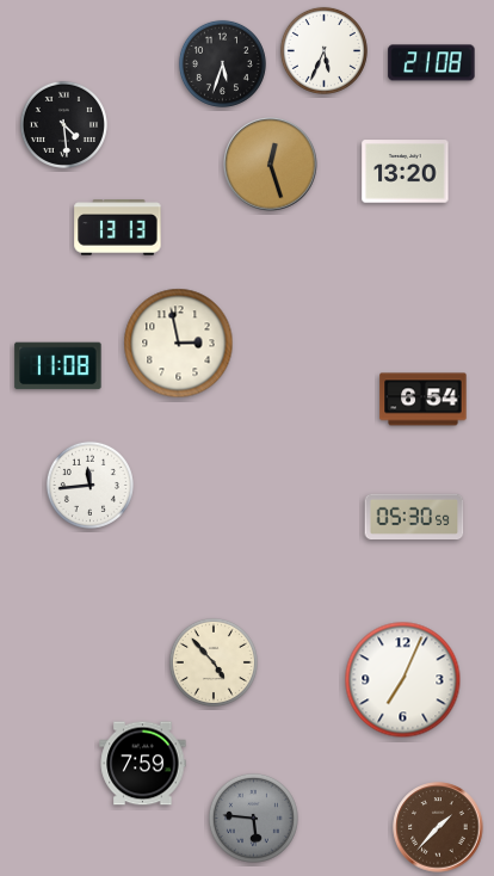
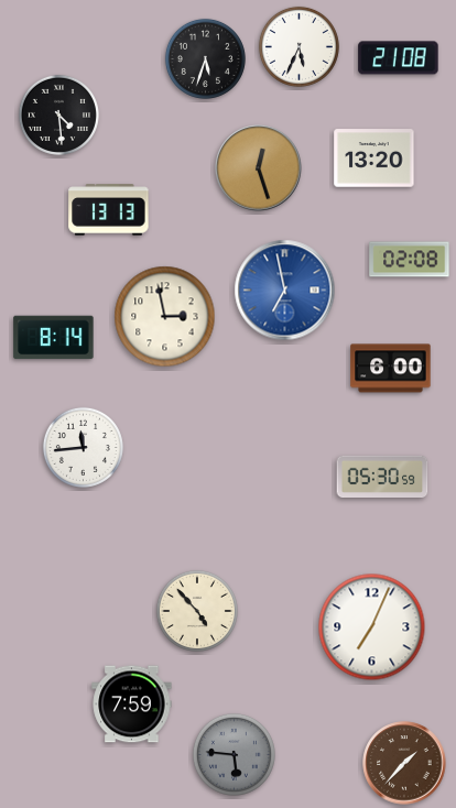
clock at (271, 165) position: (271, 165) -> (259, 168)
clock at (410, 260): none -> 02:08
clock at (285, 291): none -> 6:58
clock at (58, 366): 11:08 -> 8:14
clock at (424, 400): 6:54 -> 6:00
